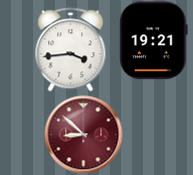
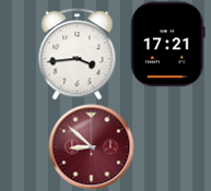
clock at (154, 40): 19:21 -> 17:21
